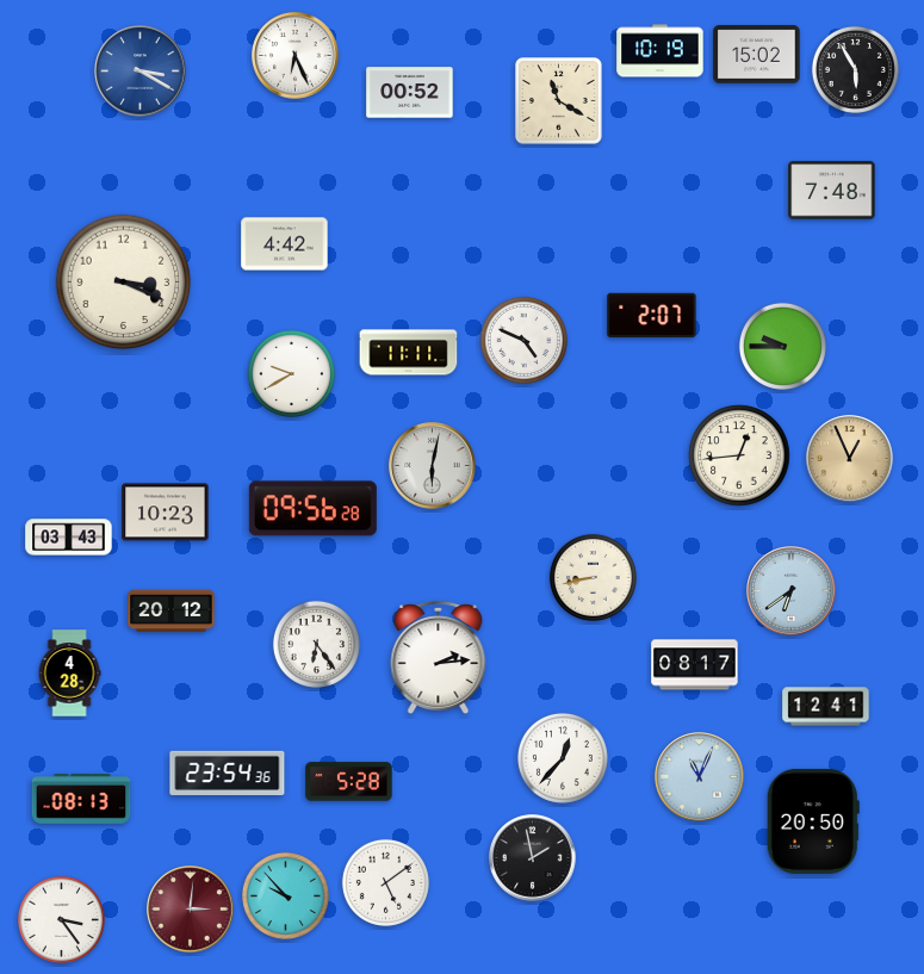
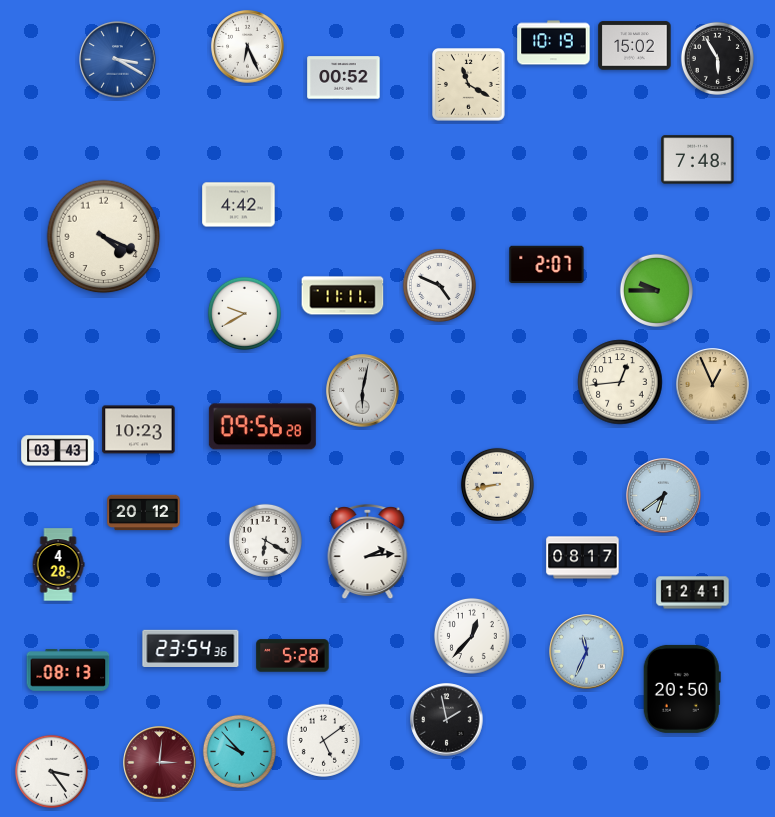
clock at (124, 283): 3:19 -> 4:19
clock at (316, 644): 6:24 -> 6:20
clock at (700, 777): 11:04 -> 11:34
